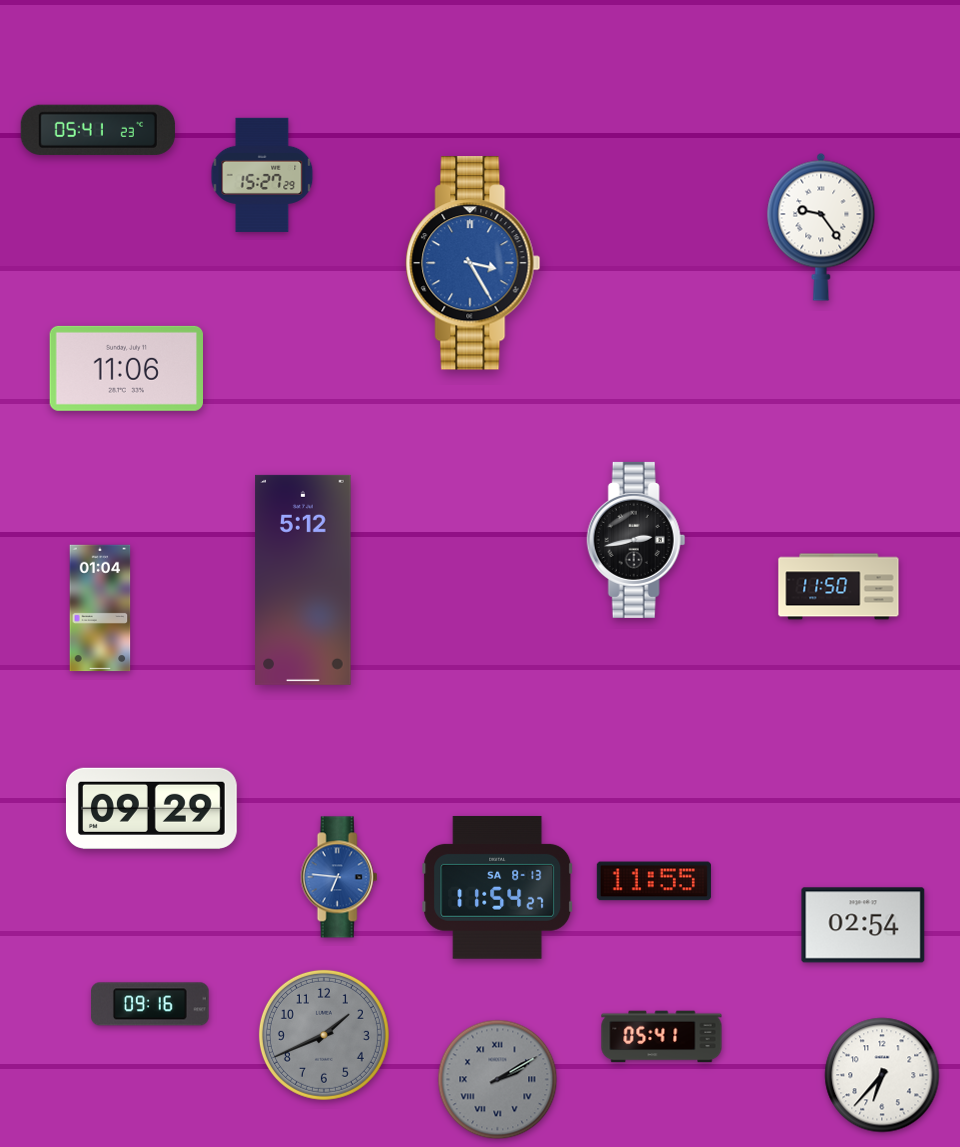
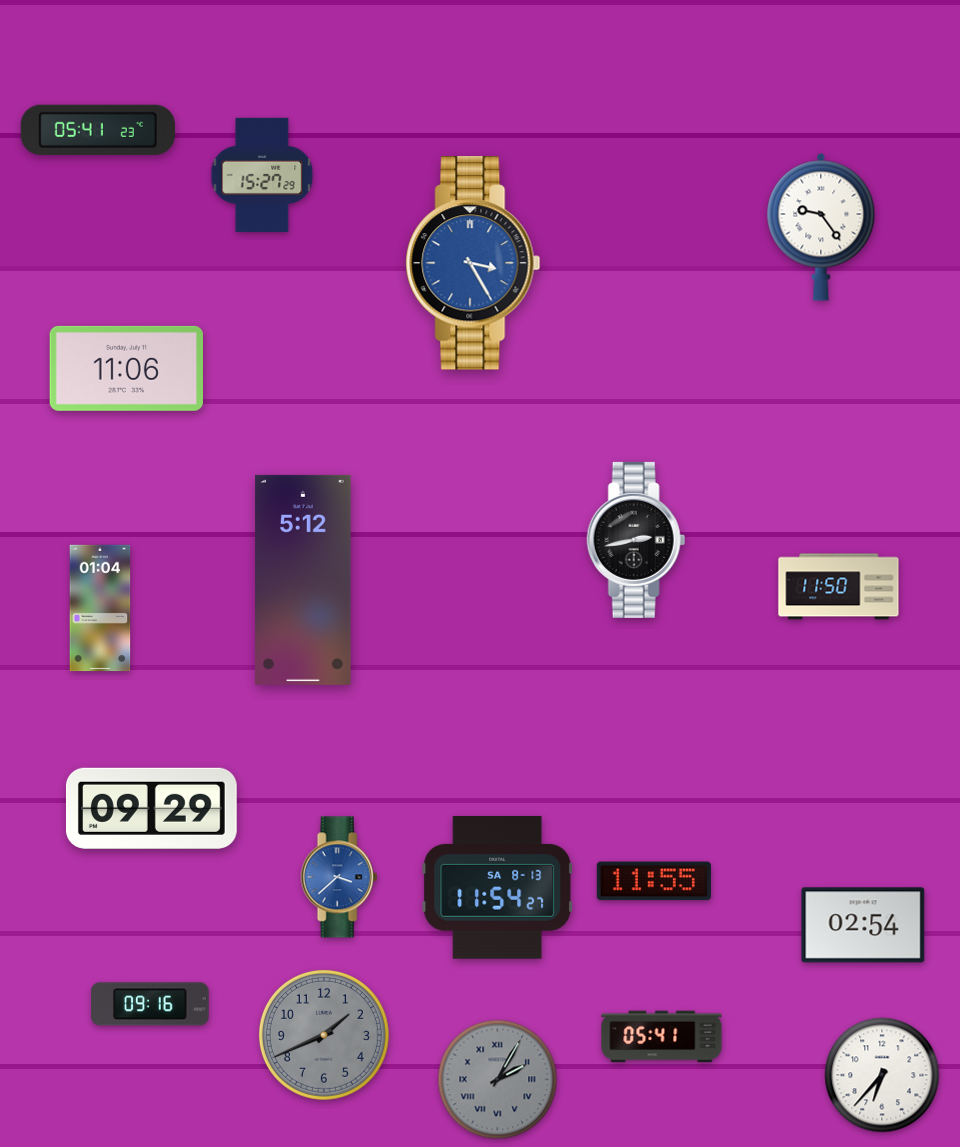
clock at (339, 877): 6:46 -> 3:38
clock at (498, 1080): 2:10 -> 2:05
